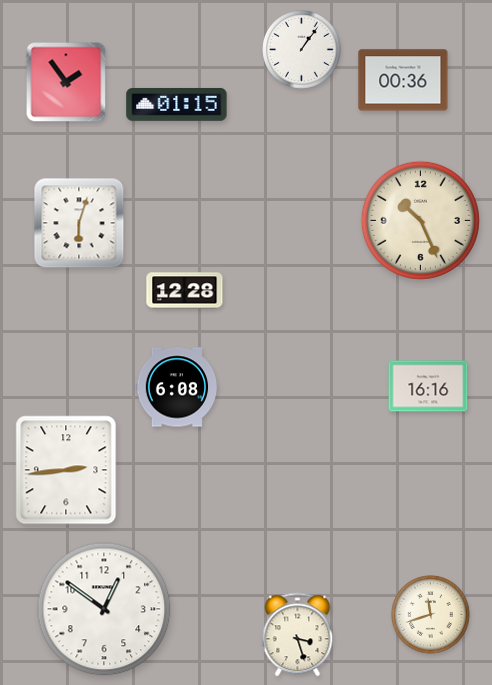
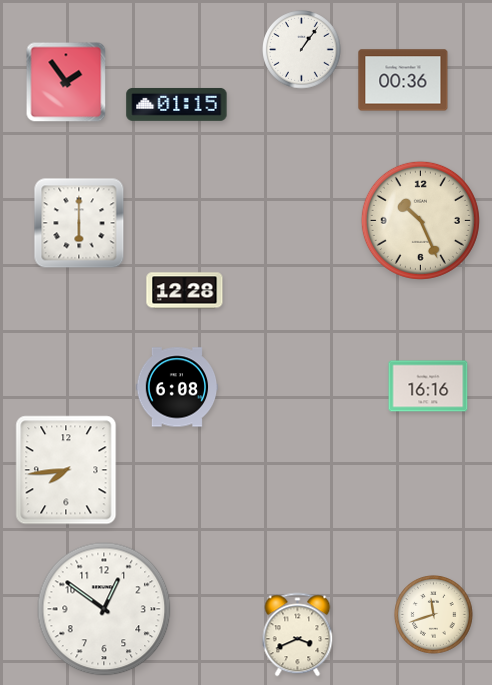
clock at (79, 223): 6:03 -> 6:00
clock at (66, 470): 2:44 -> 7:44
clock at (431, 615) position: (431, 615) -> (434, 615)
clock at (298, 635): 3:27 -> 3:41
